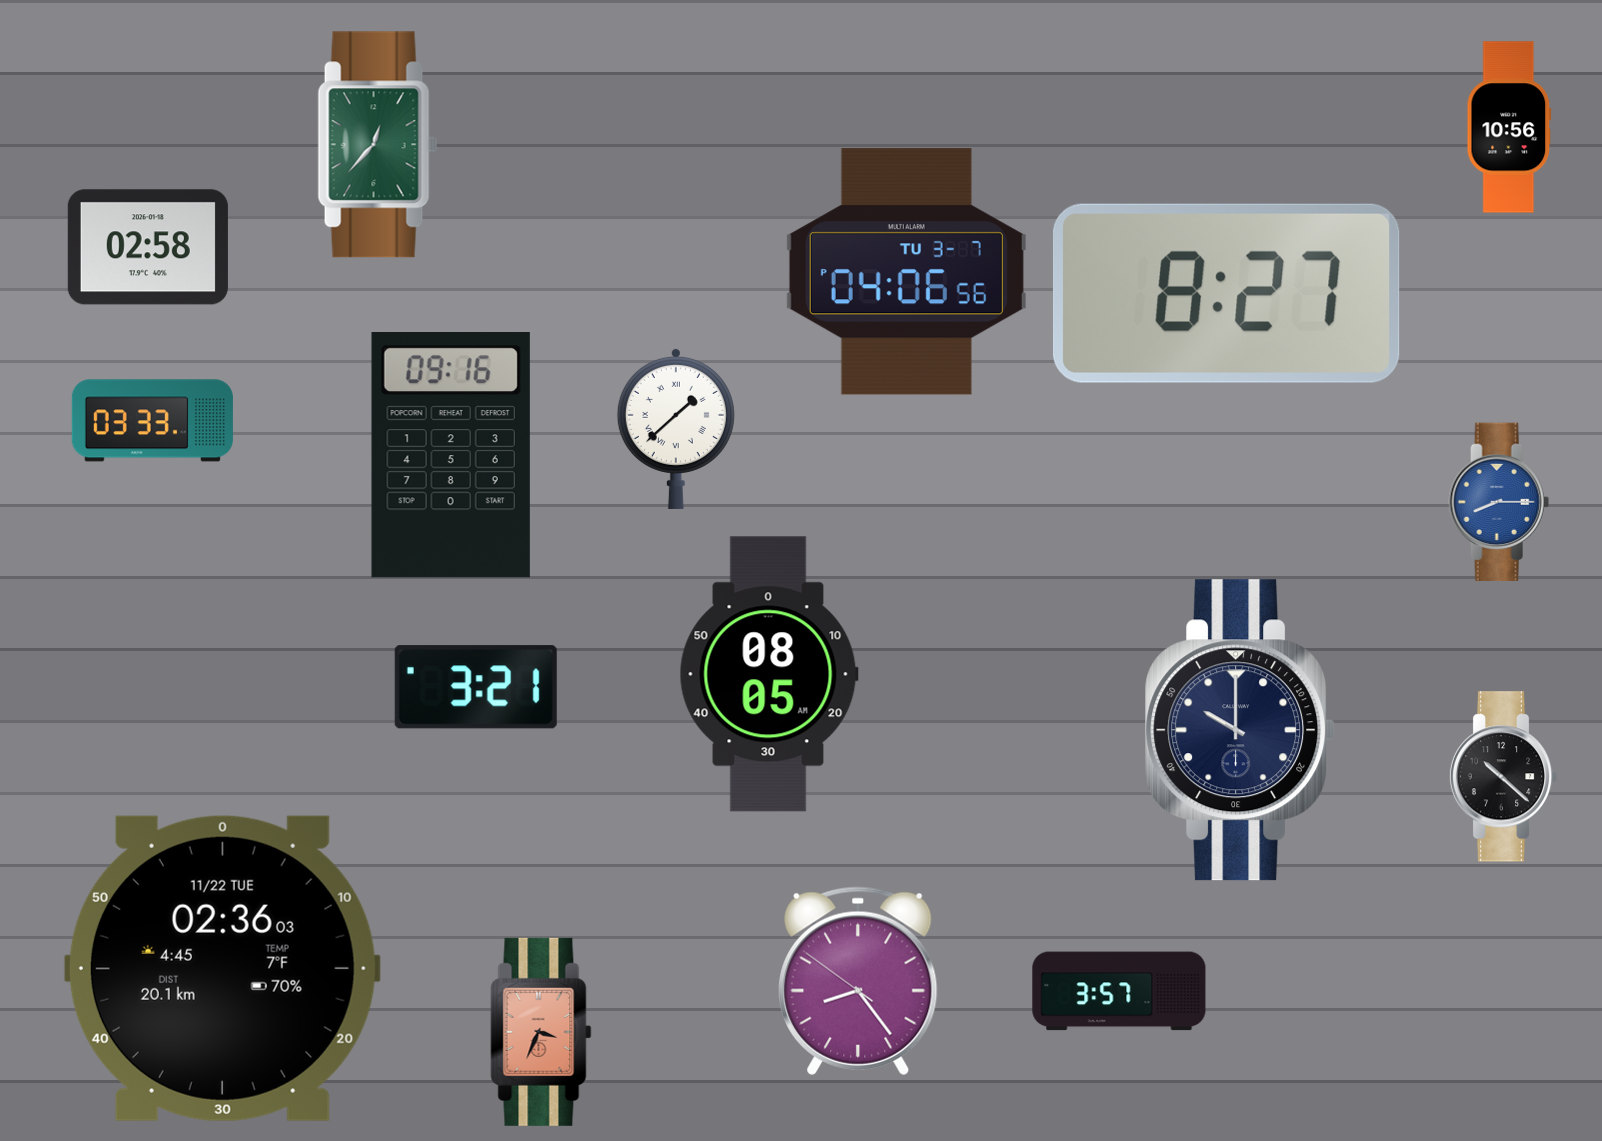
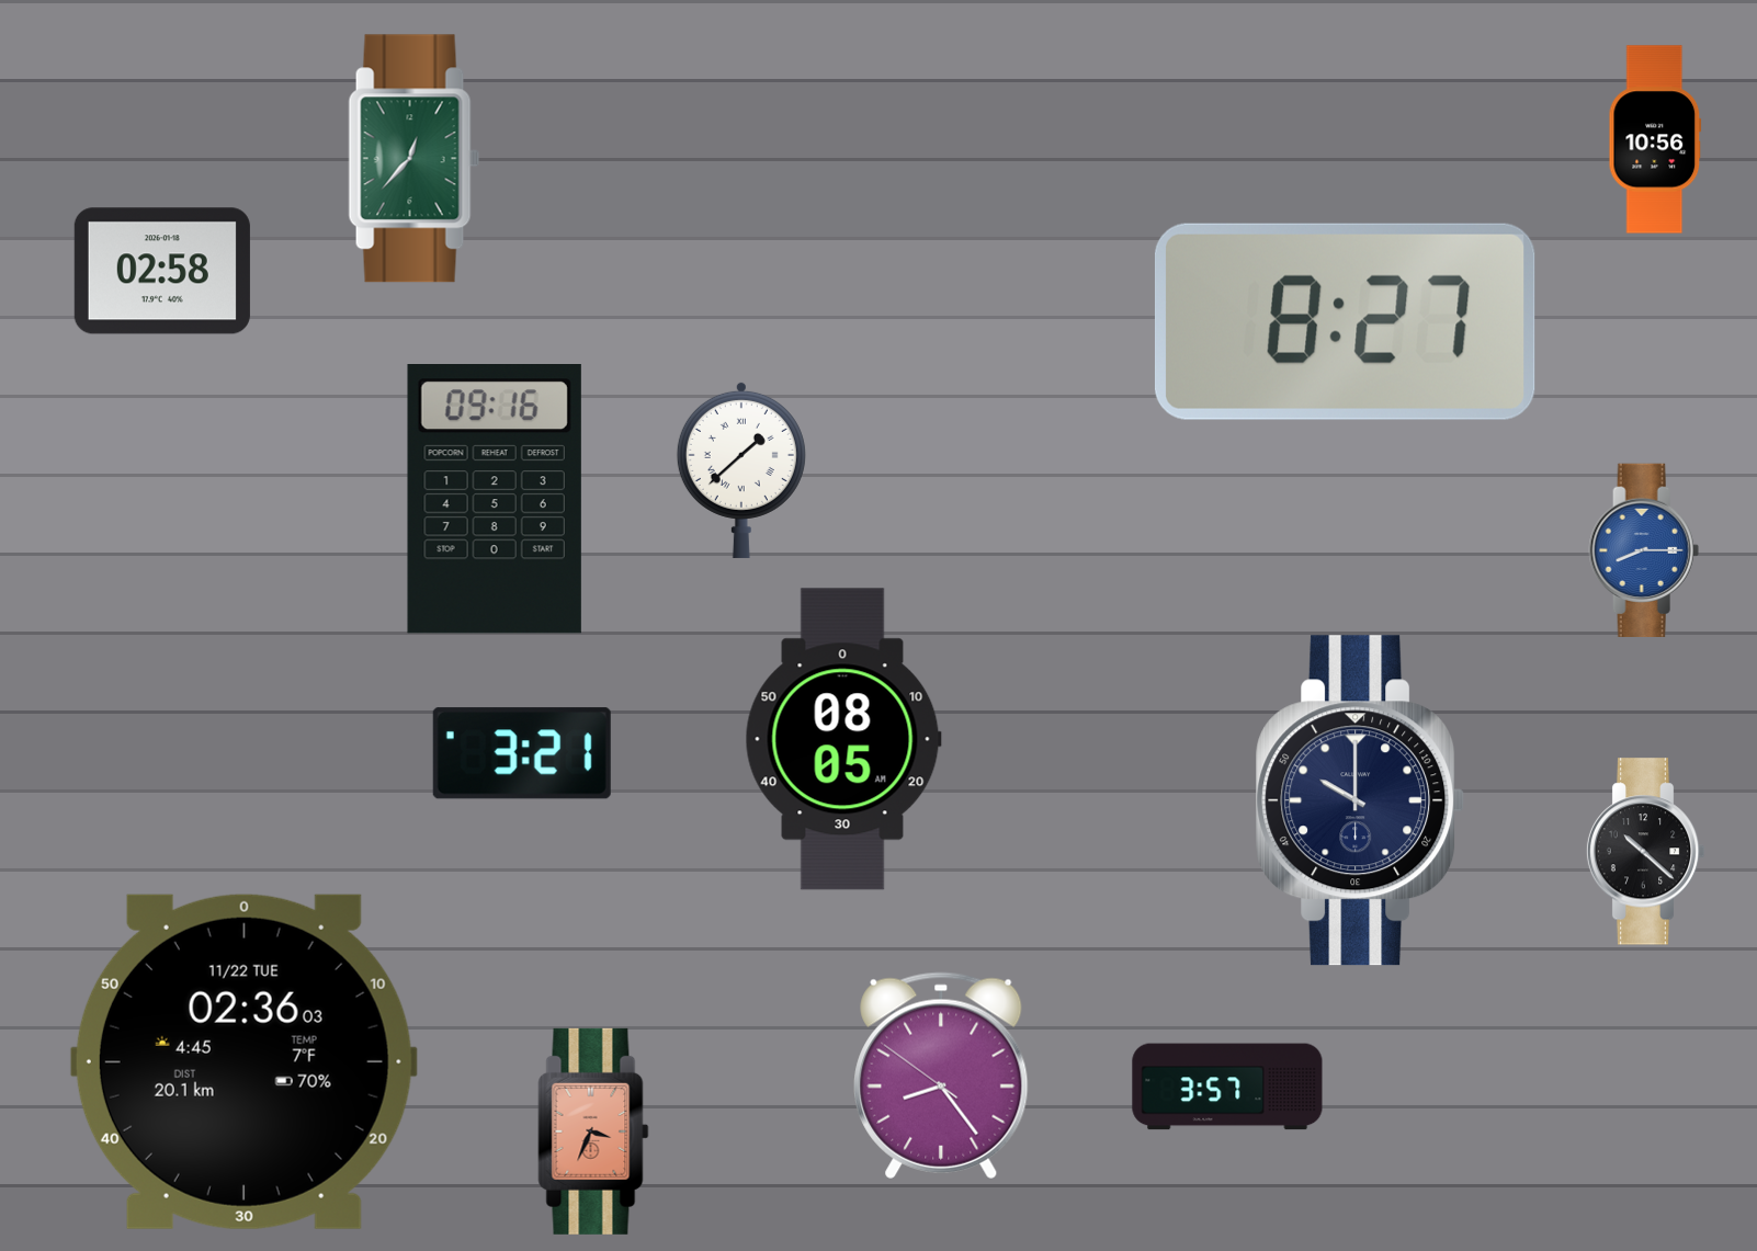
clock at (906, 272): 04:06 -> none
clock at (152, 421): 03:33 -> none
clock at (1503, 777) position: (1503, 777) -> (1645, 852)
